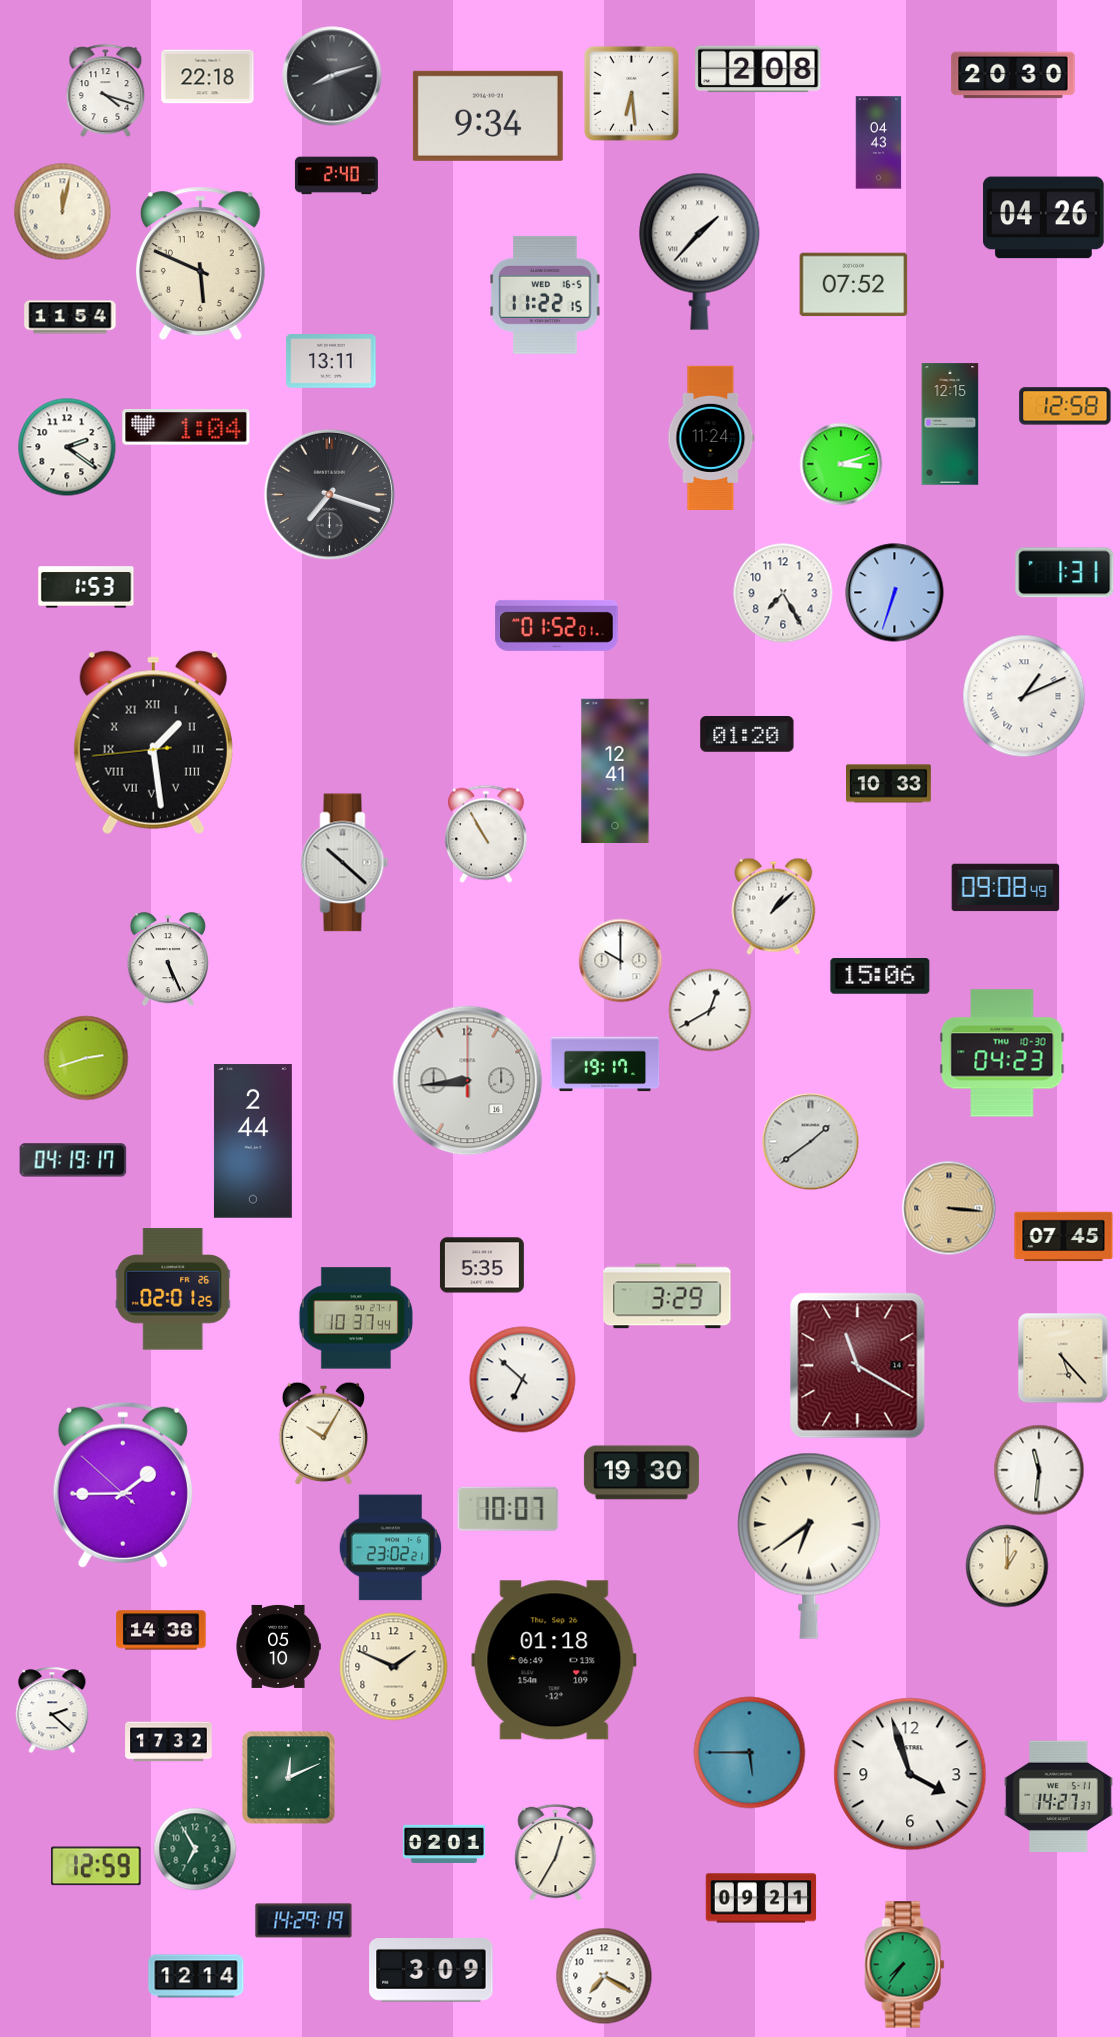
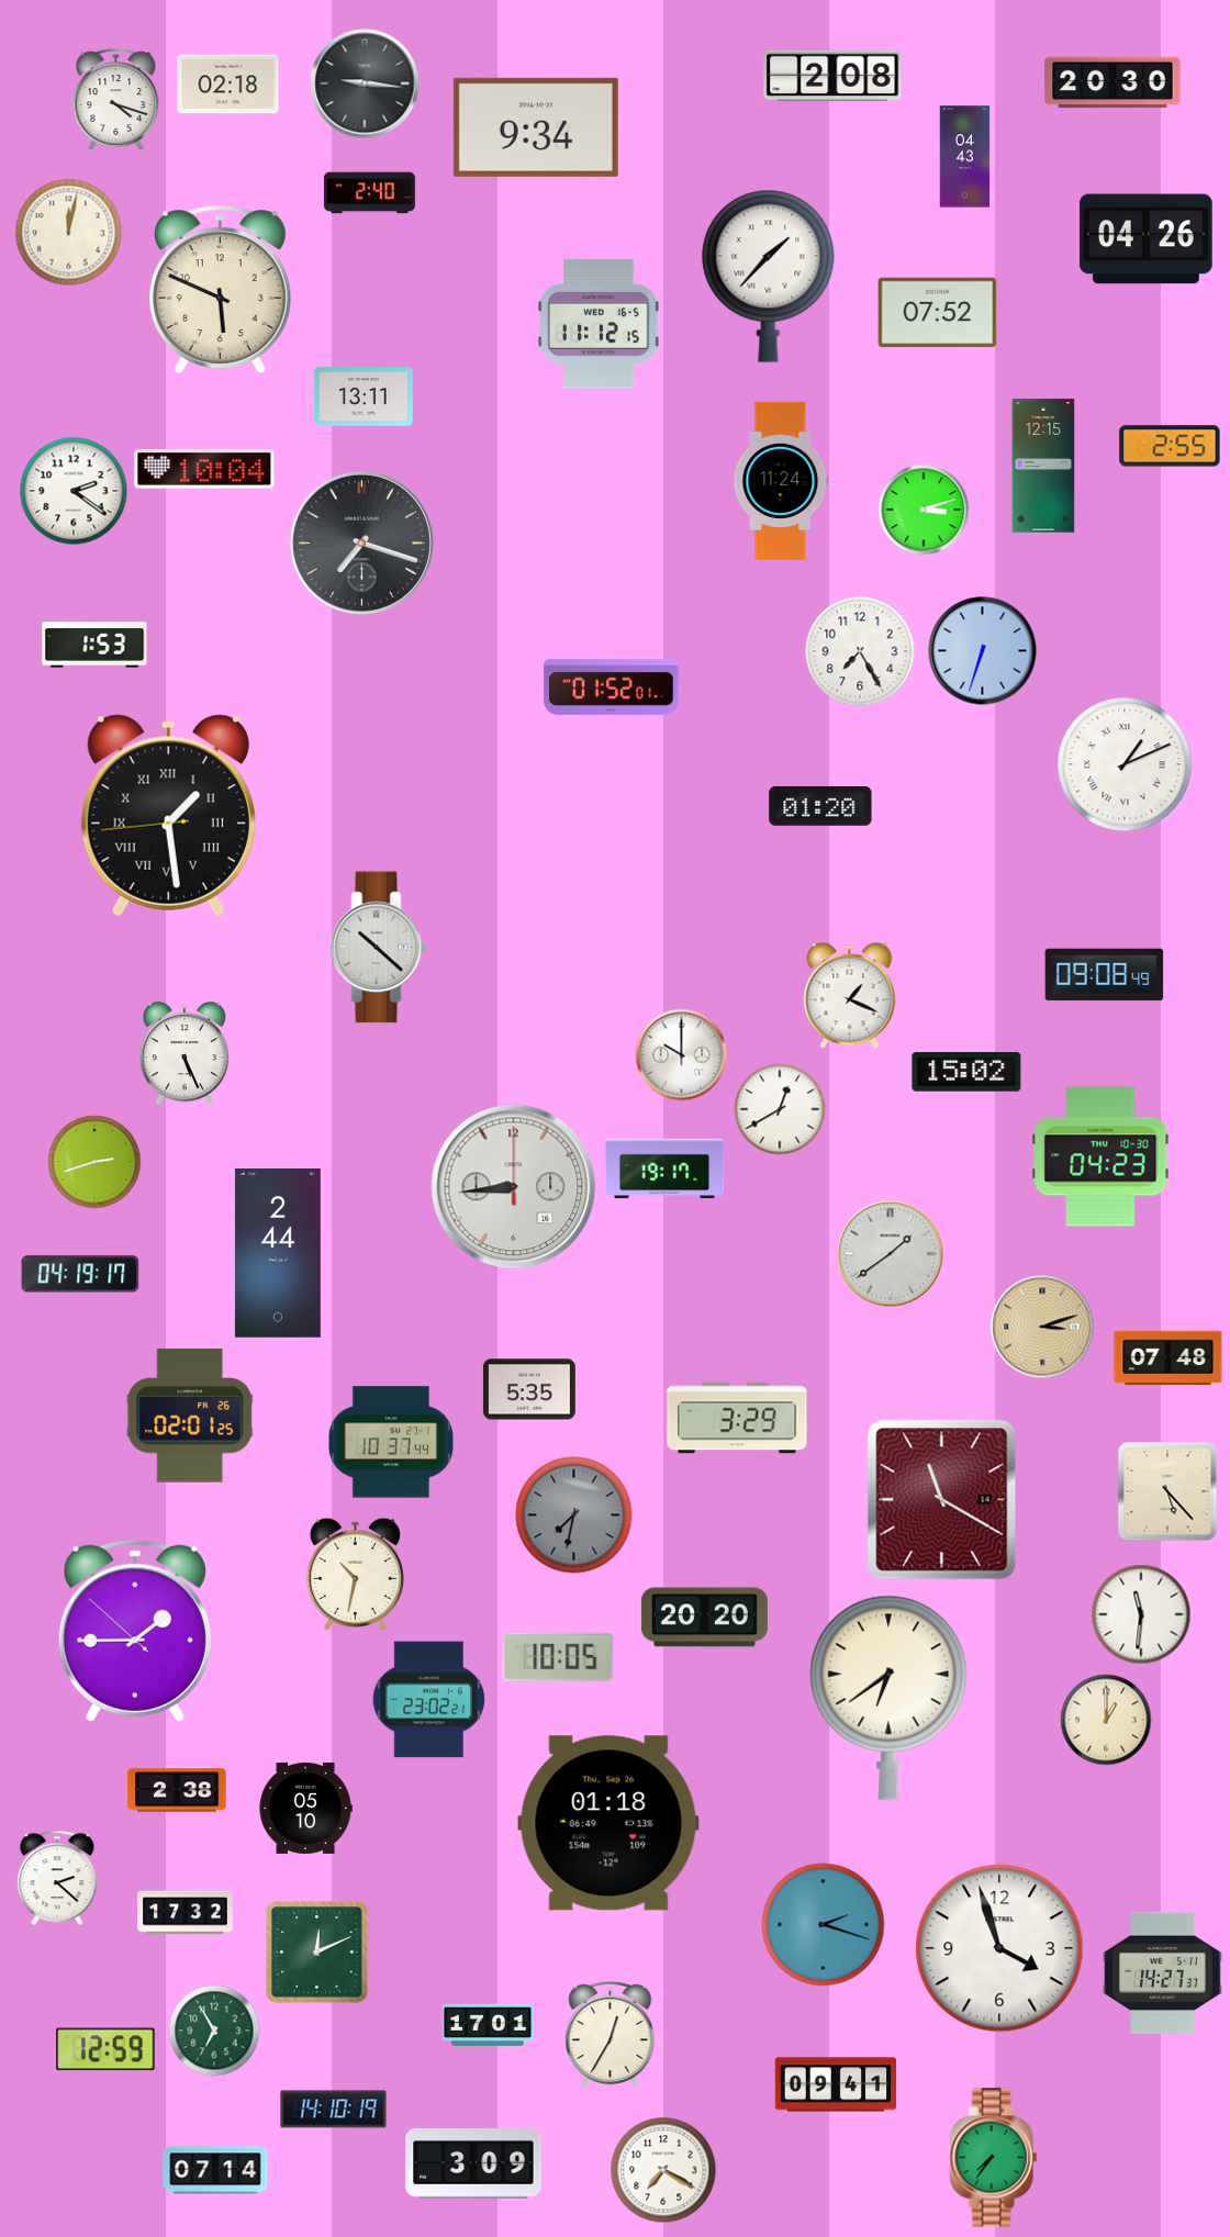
clock at (332, 76): 8:12 -> 9:16
clock at (208, 77): 22:18 -> 02:18
clock at (631, 93): 6:29 -> none
clock at (545, 295): 11:22 -> 11:12
clock at (70, 317): 11:54 -> none
clock at (1065, 406): 12:58 -> 2:55
clock at (186, 427): 1:04 -> 10:04
clock at (1065, 573): 1:31 -> none
clock at (615, 770): 12:41 -> none
clock at (889, 784): 10:33 -> none
clock at (487, 834): 10:55 -> none
clock at (774, 906): 1:08 -> 1:19
clock at (880, 976): 15:06 -> 15:02
clock at (949, 1208): 3:16 -> 3:12
clock at (1064, 1237): 07:45 -> 07:48
clock at (667, 1296) position: (667, 1296) -> (737, 1418)
clock at (356, 1318) position: (356, 1318) -> (391, 1442)
clock at (523, 1380): 6:52 -> 7:32
clock at (523, 1380) dial: white -> grey
clock at (323, 1433): 10:05 -> 10:32
clock at (641, 1473): 19:30 -> 20:20
clock at (508, 1509): 10:07 -> 10:05
clock at (161, 1630): 14:38 -> 2:38
clock at (394, 1667): 1:49 -> none
clock at (750, 1753): 5:45 -> 2:18
clock at (444, 1844): 02:01 -> 17:01
clock at (761, 1898): 09:21 -> 09:41
clock at (304, 1921): 14:29 -> 14:10
clock at (196, 1976): 12:14 -> 07:14
